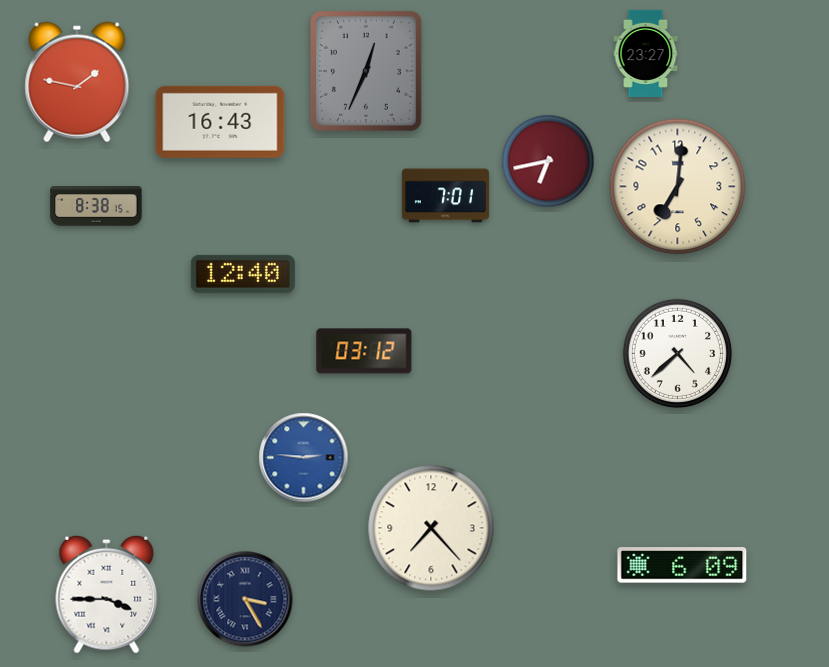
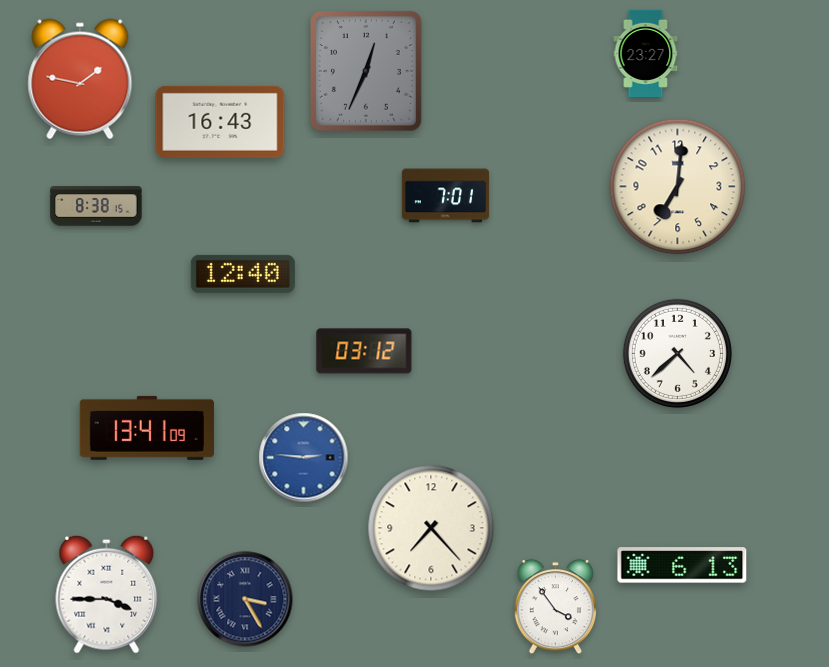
clock at (77, 82) position: (77, 82) -> (80, 79)
clock at (548, 161): 6:43 -> none
clock at (147, 428): none -> 13:41
clock at (682, 565): 6:09 -> 6:13
clock at (555, 608): none -> 3:54
